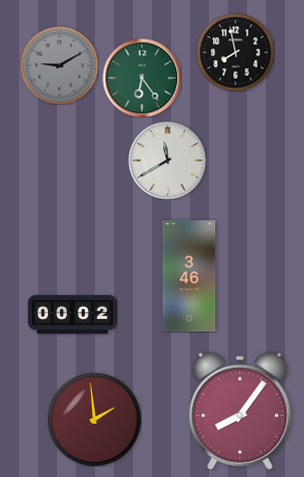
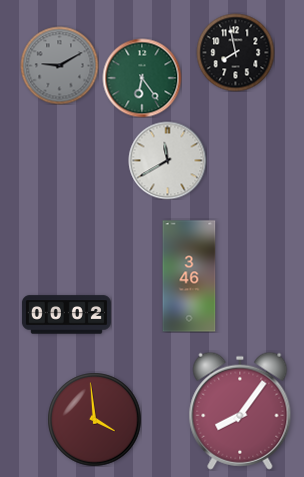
clock at (72, 315) position: (72, 315) -> (66, 315)
clock at (94, 419): 1:59 -> 3:59
